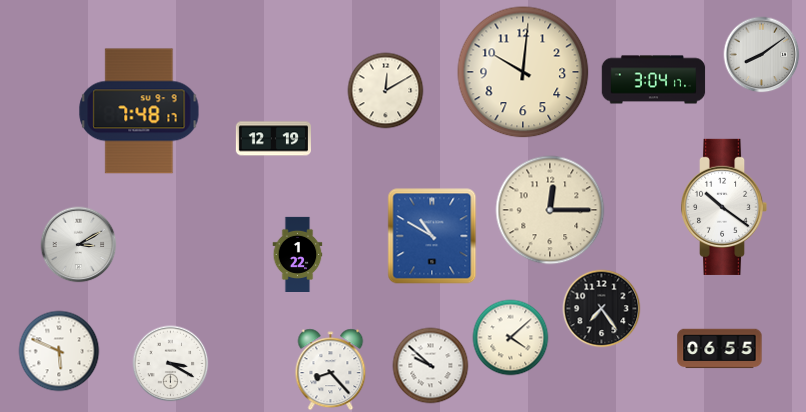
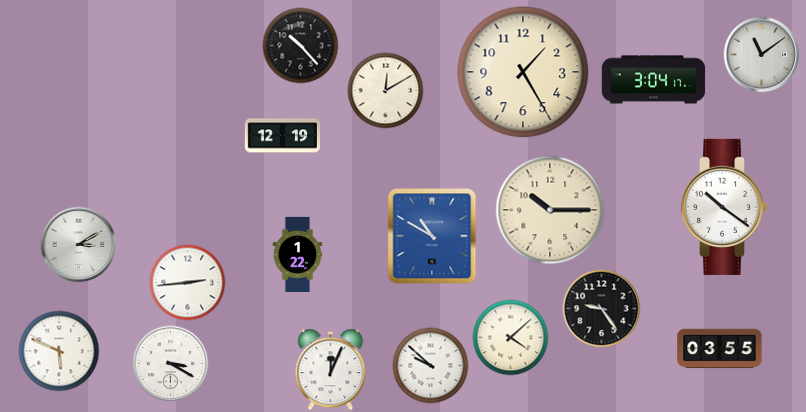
clock at (301, 46): none -> 10:23
clock at (762, 55): 8:09 -> 11:09
clock at (523, 72): 10:01 -> 1:25
clock at (139, 111): 7:48 -> none
clock at (273, 139) position: (273, 139) -> (282, 136)
clock at (550, 210): 12:15 -> 10:15
clock at (188, 283): none -> 2:44
clock at (602, 309): 7:24 -> 9:24
clock at (720, 349): 06:55 -> 03:55
clock at (331, 370): 8:23 -> 12:04
